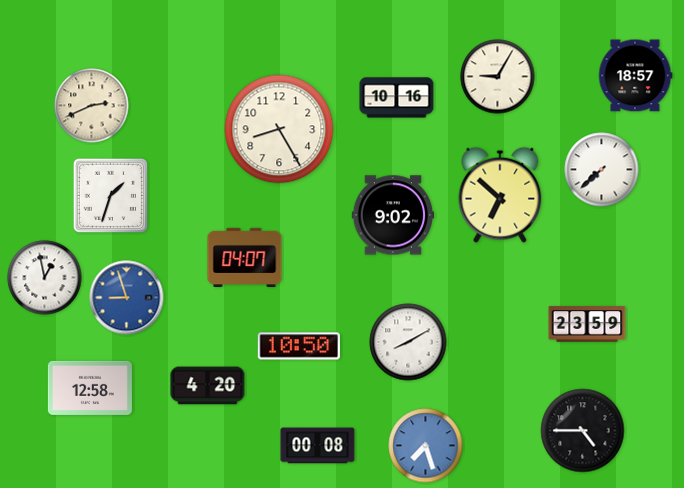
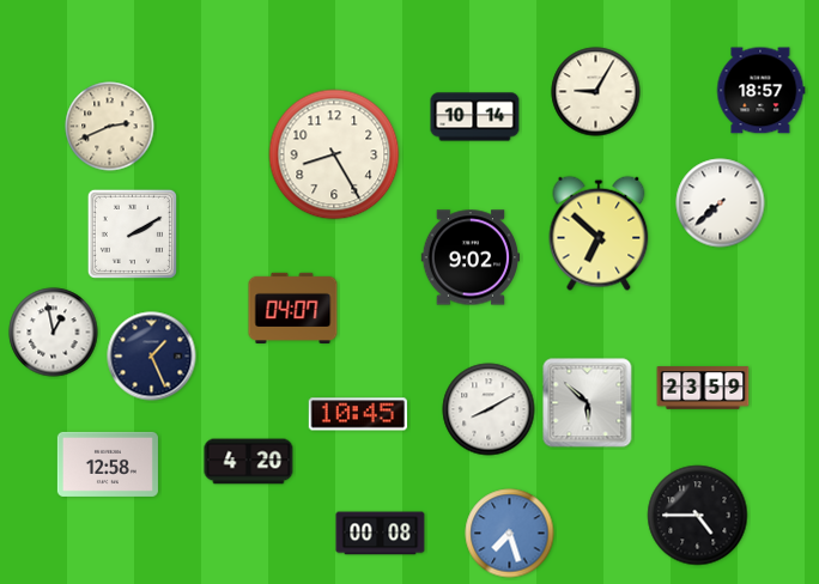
clock at (397, 98): 10:16 -> 10:14
clock at (110, 195): 1:33 -> 2:10
clock at (127, 298): 8:57 -> 1:26
clock at (127, 298) dial: blue -> navy
clock at (588, 403): none -> 5:52
clock at (299, 346): 10:50 -> 10:45
